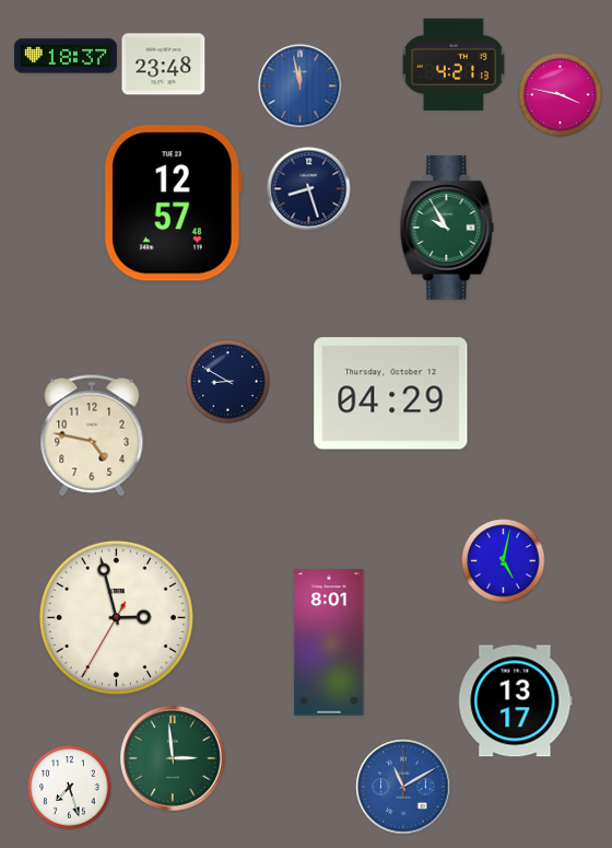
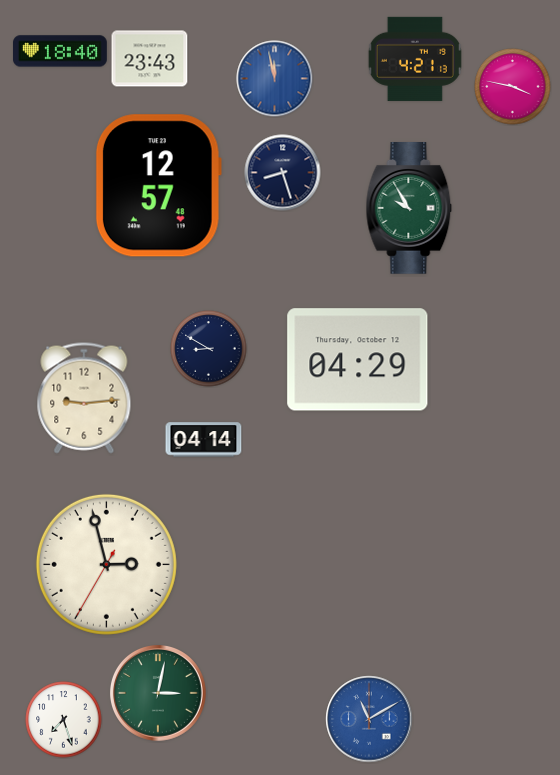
clock at (67, 56): 18:37 -> 18:40
clock at (164, 65): 23:48 -> 23:43
clock at (92, 435): 4:47 -> 9:14
clock at (204, 440): none -> 04:14
clock at (504, 561): 5:02 -> none
clock at (329, 642): 8:01 -> none
clock at (516, 701): 13:17 -> none
clock at (173, 759): 2:59 -> 3:02
